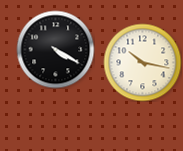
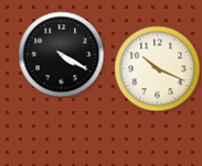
clock at (142, 62): 10:17 -> 10:19
